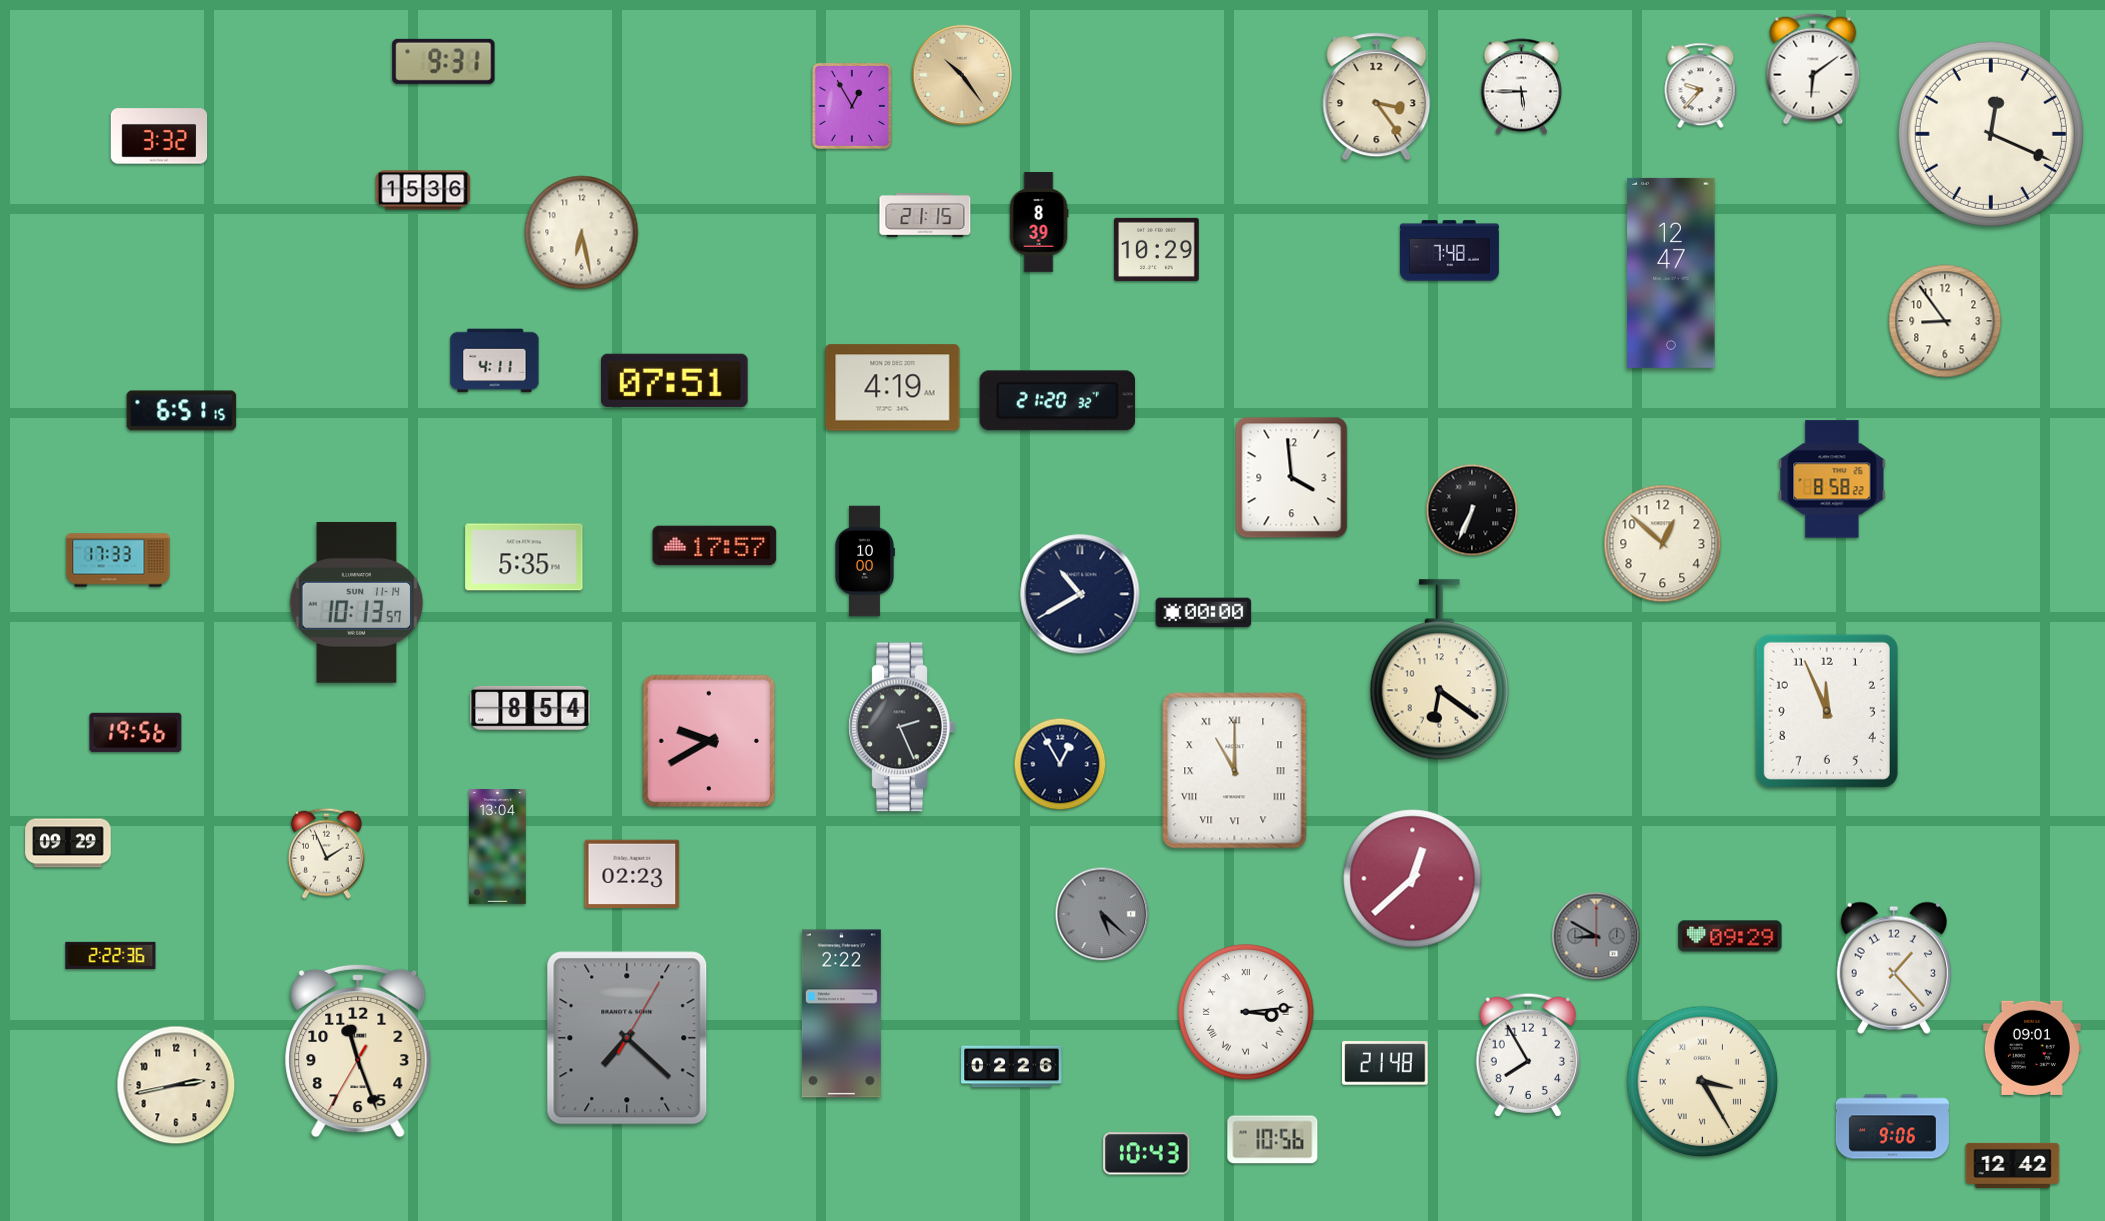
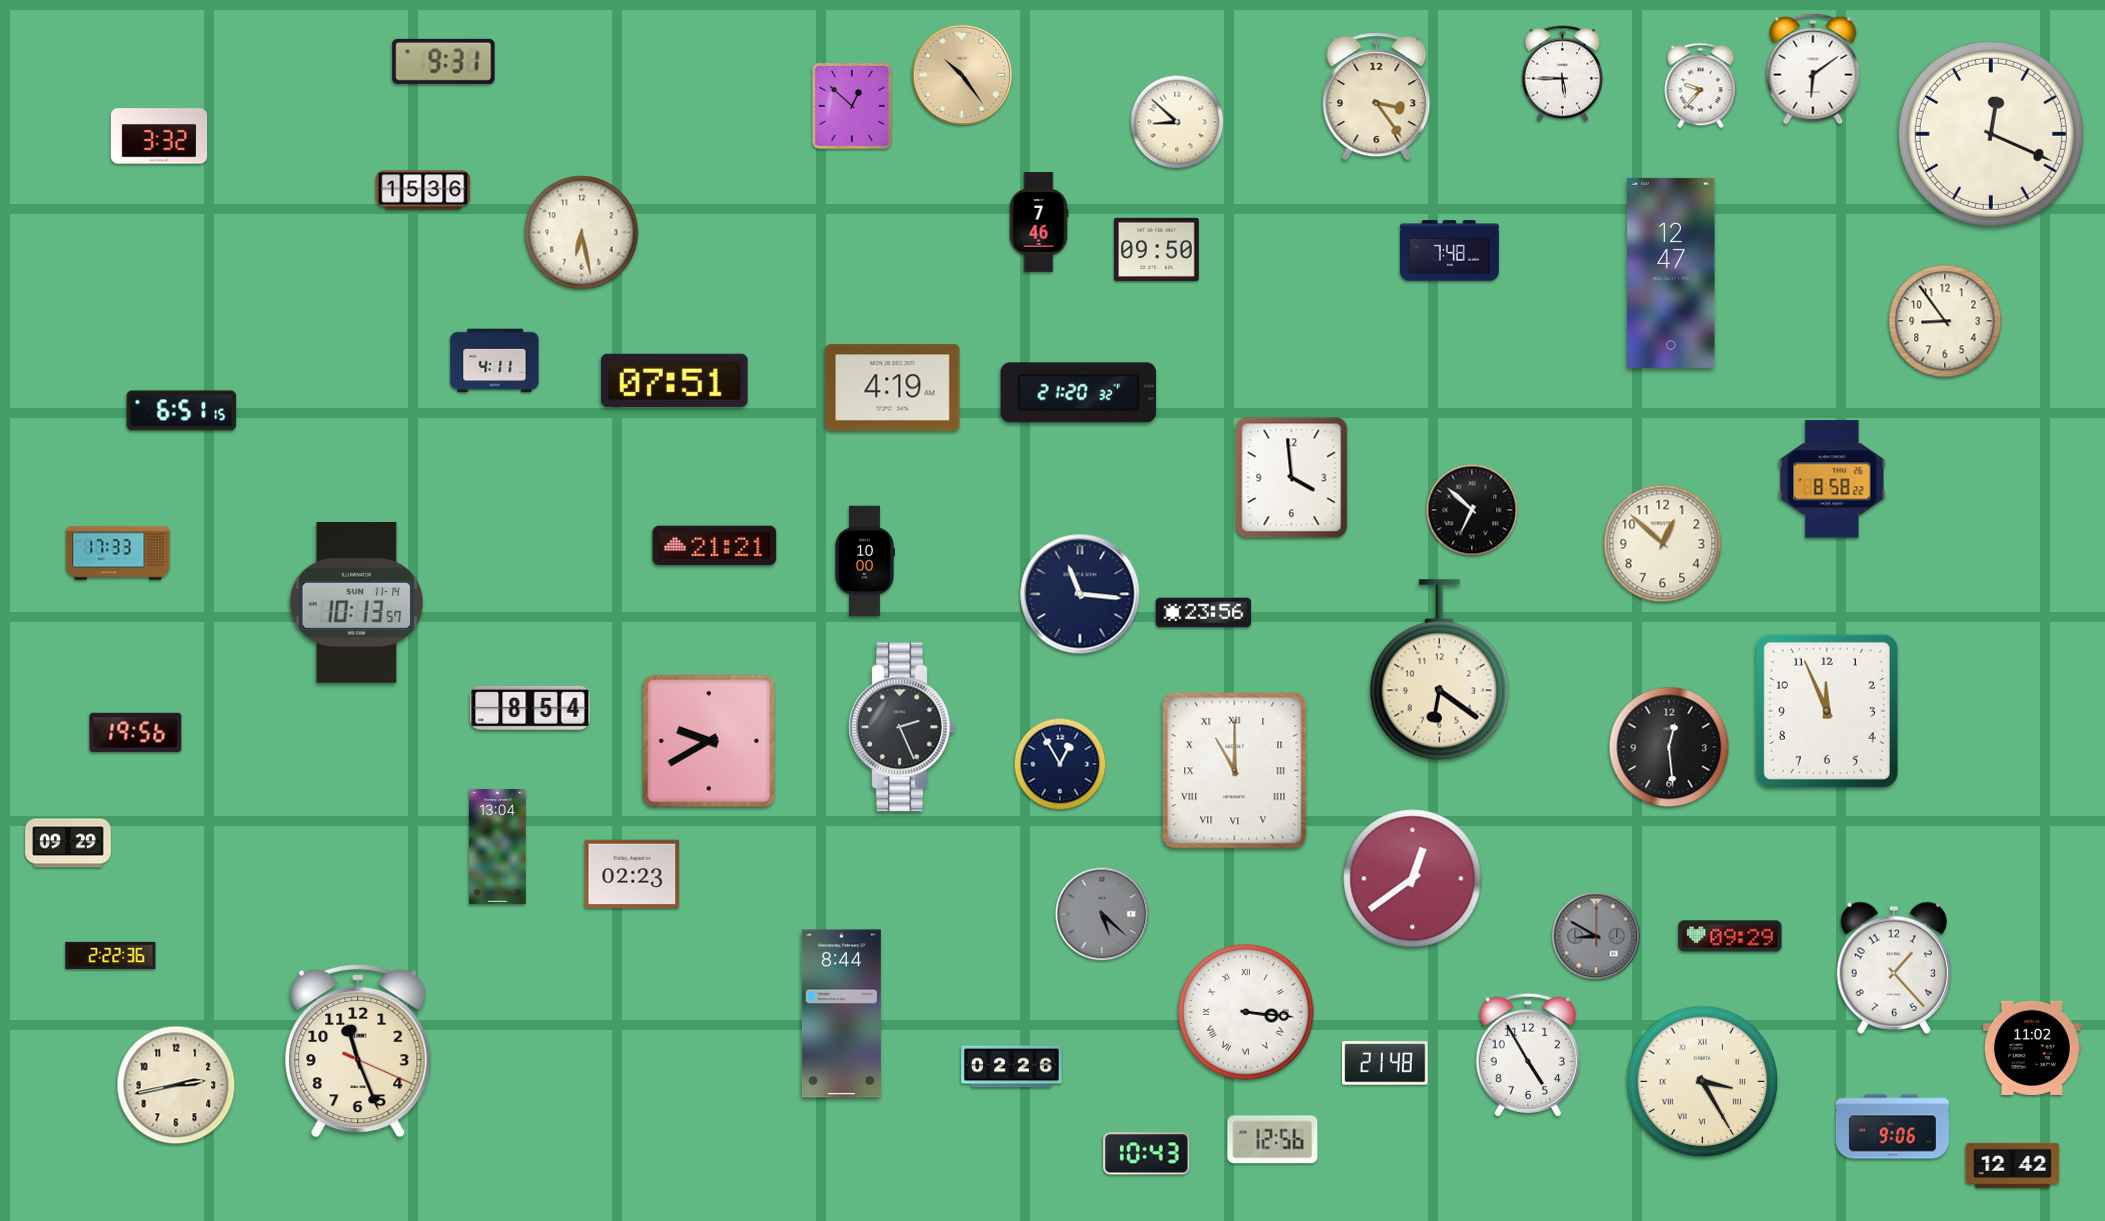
clock at (1522, 87) position: (1522, 87) -> (1563, 74)
clock at (852, 106): 12:55 -> 12:52
clock at (1177, 122): none -> 8:52
clock at (925, 216): 21:15 -> none
clock at (1039, 222): 8:39 -> 7:46
clock at (1157, 249): 10:29 -> 09:50
clock at (1058, 401) position: (1058, 401) -> (1079, 393)
clock at (1472, 510): 6:34 -> 6:52
clock at (715, 546): 17:57 -> 21:21
clock at (524, 557): 5:35 -> none
clock at (118, 560) position: (118, 560) -> (118, 553)
clock at (1080, 594): 10:40 -> 11:16
clock at (1204, 613): 00:00 -> 23:56
clock at (1669, 747): none -> 12:29
clock at (326, 853): 1:56 -> none
clock at (1413, 879): 12:38 -> 12:39
clock at (1246, 1012): 3:14 -> 3:16
clock at (841, 1014): 2:22 -> 8:44
clock at (627, 1038): 7:22 -> none
clock at (2032, 1048): 09:01 -> 11:02
clock at (358, 1051): 11:26:35 -> 11:26:19
clock at (1528, 1055): 7:55 -> 4:55
clock at (1273, 1140): 10:56 -> 12:56
